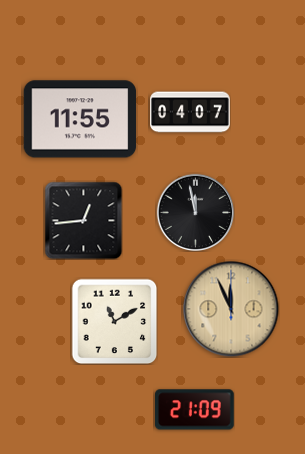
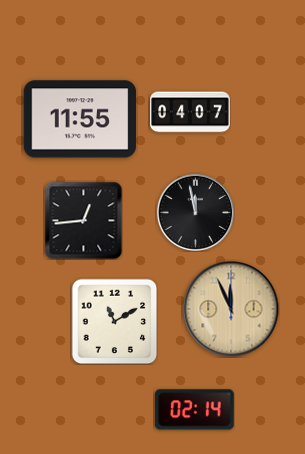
clock at (195, 410): 21:09 -> 02:14
